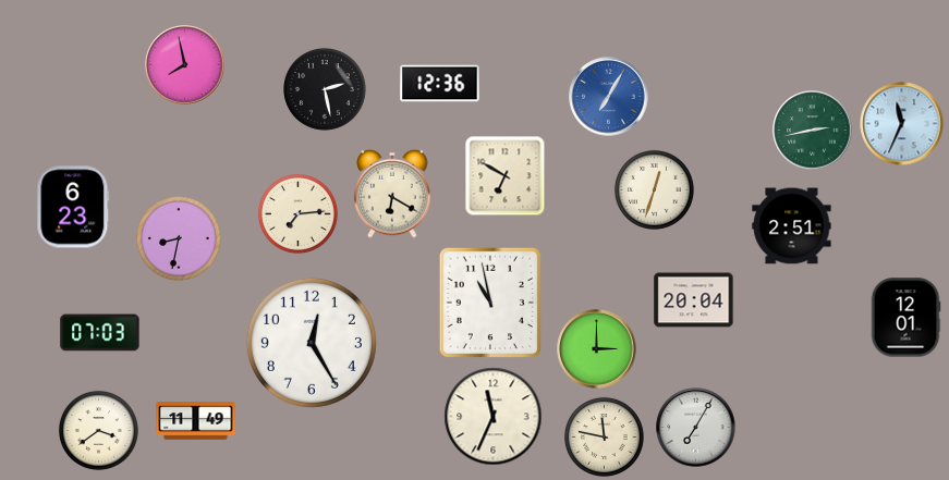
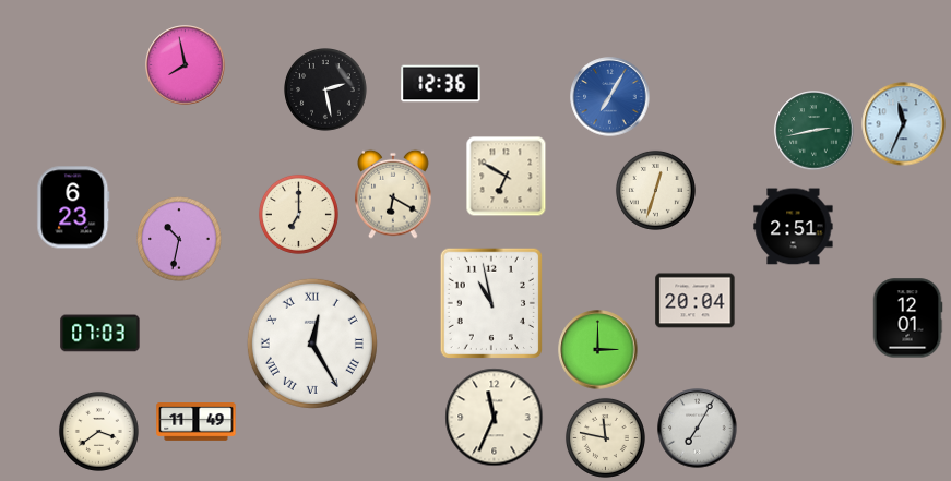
clock at (297, 213): 7:14 -> 7:00
clock at (179, 238): 8:32 -> 10:32
clock at (312, 343) numerals: Arabic -> Roman
